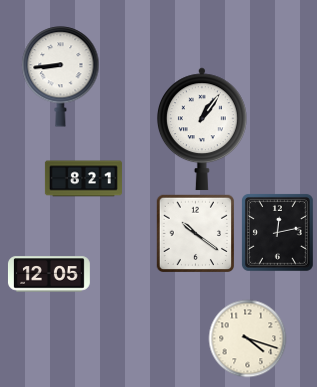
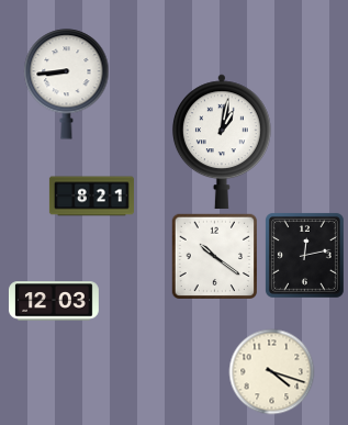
clock at (202, 129): 1:06 -> 1:02
clock at (49, 274): 12:05 -> 12:03
